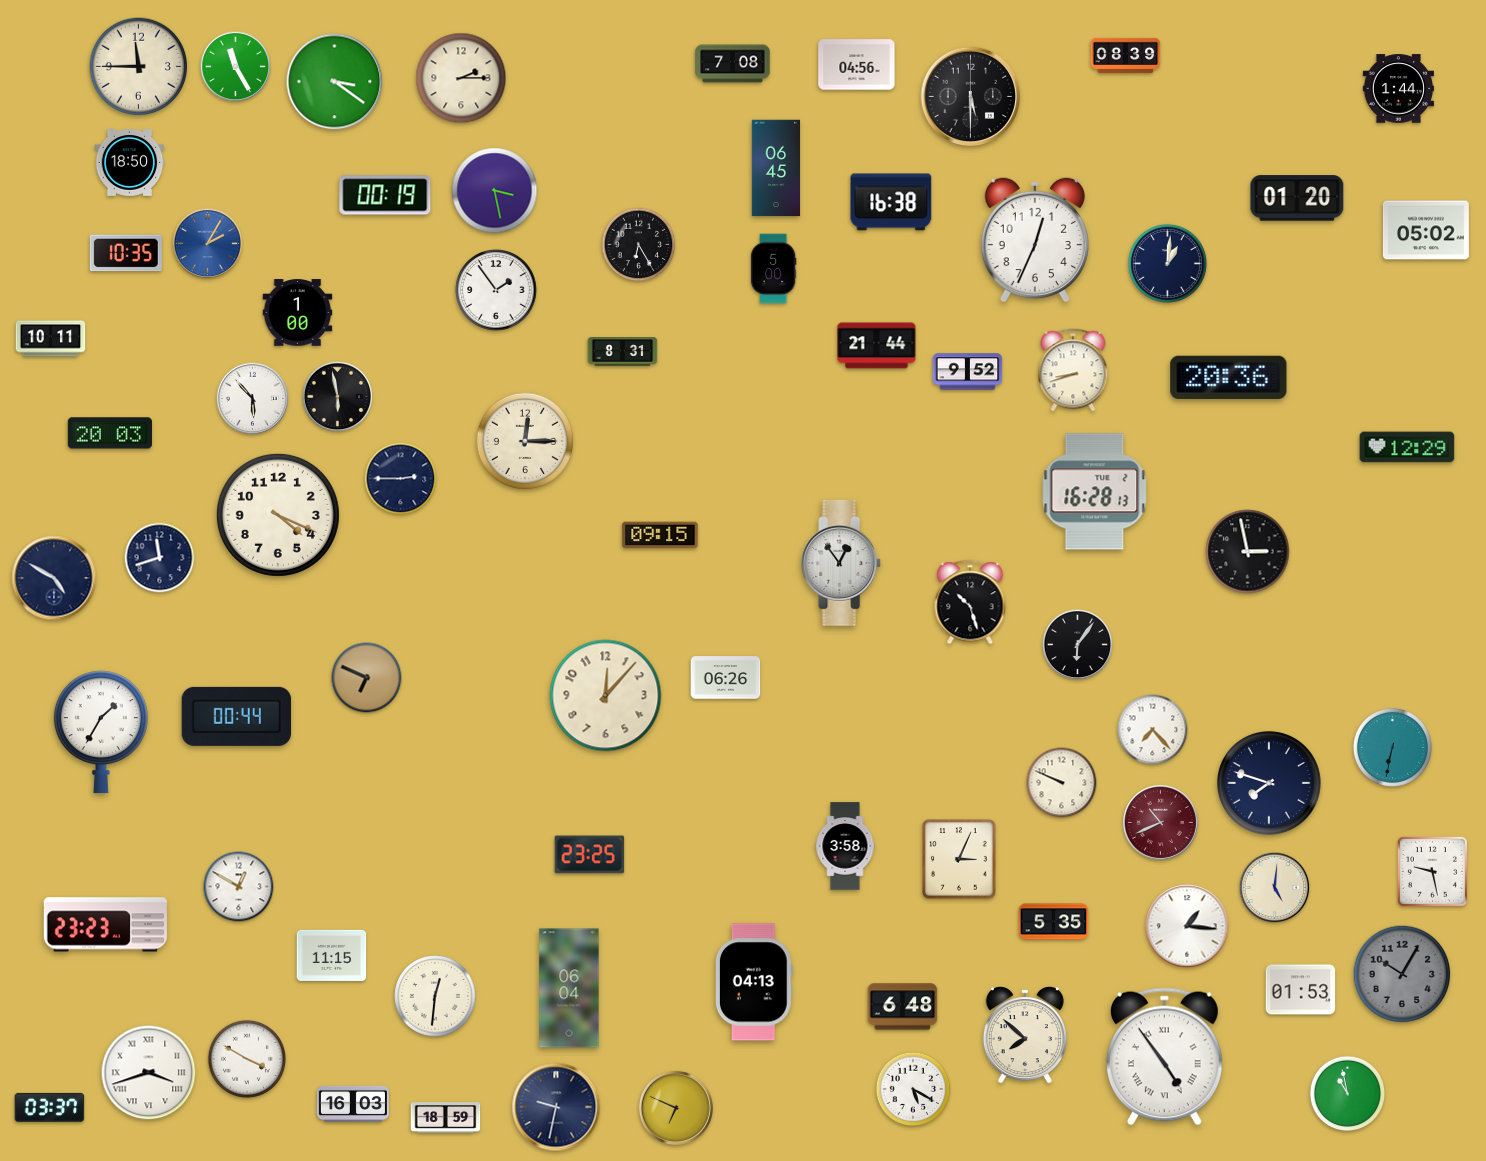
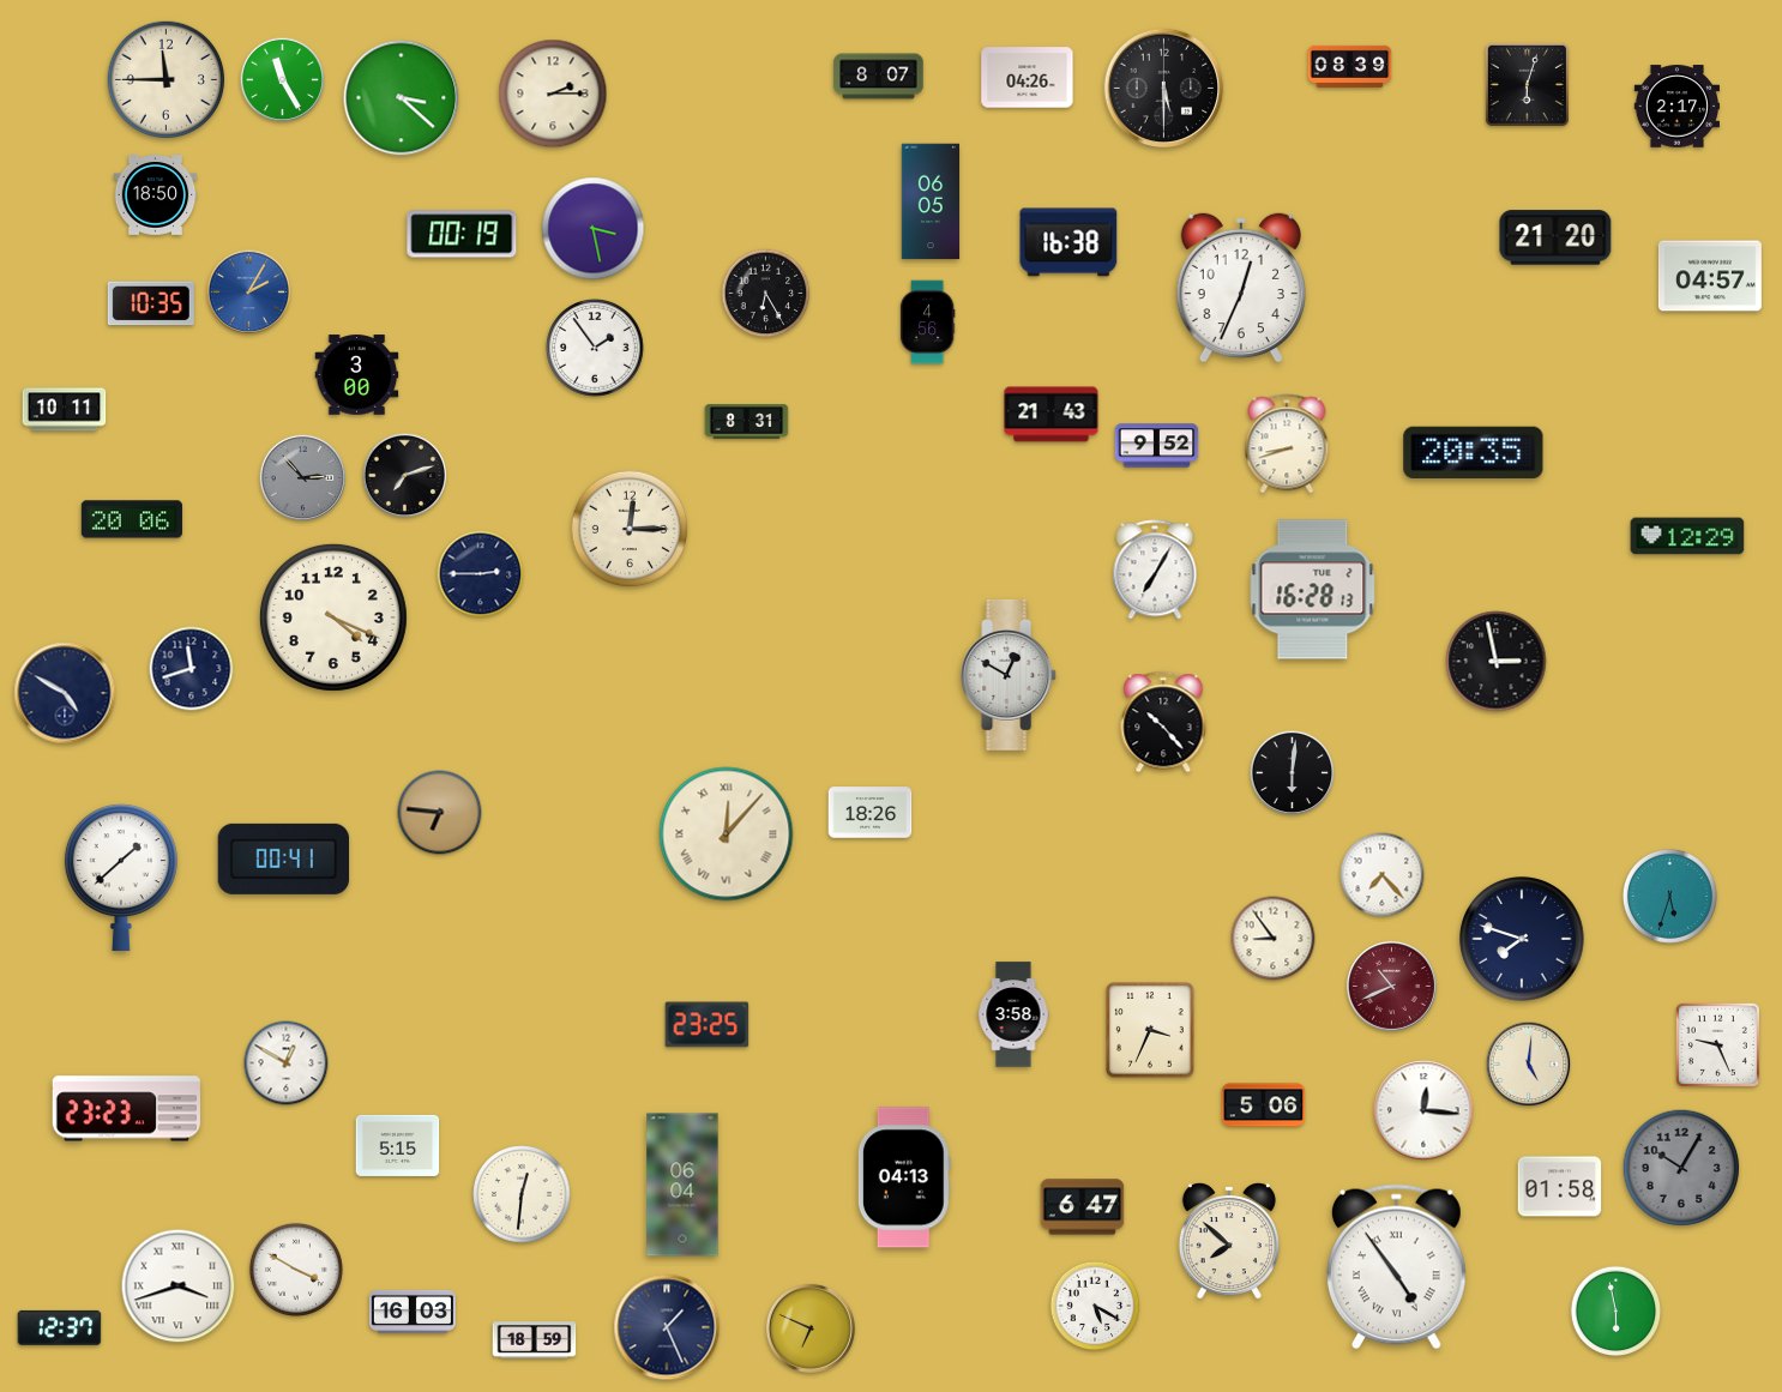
clock at (733, 64): 7:08 -> 8:07
clock at (857, 65): 04:56 -> 04:26
clock at (1527, 84): none -> 6:03
clock at (335, 82): 3:21 -> 3:22
clock at (1398, 89): 1:44 -> 2:17
clock at (971, 97) position: (971, 97) -> (1164, 89)
clock at (776, 168): 06:45 -> 06:05
clock at (1297, 198): 01:20 -> 21:20
clock at (1426, 230): 05:02 -> 04:57
clock at (1167, 263): 1:01 -> none
clock at (773, 269): 5:00 -> 4:56
clock at (298, 313): 1:00 -> 3:00
clock at (51, 339) position: (51, 339) -> (65, 410)
clock at (877, 346): 21:44 -> 21:43
clock at (968, 372) position: (968, 372) -> (1157, 446)
clock at (1229, 377): 20:36 -> 20:35
clock at (338, 397): 5:58 -> 7:12
clock at (252, 398): 5:53 -> 2:53
clock at (252, 398) dial: white -> grey
clock at (110, 433): 20:03 -> 20:06
clock at (1155, 570): none -> 7:05
clock at (660, 535): 09:15 -> none
clock at (842, 563): 12:54 -> 12:50
clock at (970, 602): 10:27 -> 10:23
clock at (1078, 645): 6:06 -> 6:01
clock at (367, 678): 6:49 -> 6:46
clock at (726, 678): 06:26 -> 18:26
clock at (606, 696) numerals: Arabic -> Roman
clock at (237, 716): 00:44 -> 00:41
clock at (101, 732): 1:35 -> 1:38
clock at (1392, 747): 6:32 -> 5:33
clock at (1062, 783): 9:49 -> 8:54
clock at (959, 859): 3:04 -> 3:34
clock at (1432, 871): 9:28 -> 9:26
clock at (1054, 922): 5:35 -> 5:06
clock at (1187, 926): 1:16 -> 12:16
clock at (332, 955): 11:15 -> 5:15
clock at (1301, 990): 01:53 -> 01:58
clock at (903, 1007): 6:48 -> 6:47
clock at (1348, 1094): 10:58 -> 5:58
clock at (353, 1104) position: (353, 1104) -> (413, 1312)
clock at (50, 1107): 03:37 -> 12:37
clock at (556, 1107): 9:32 -> 1:26
